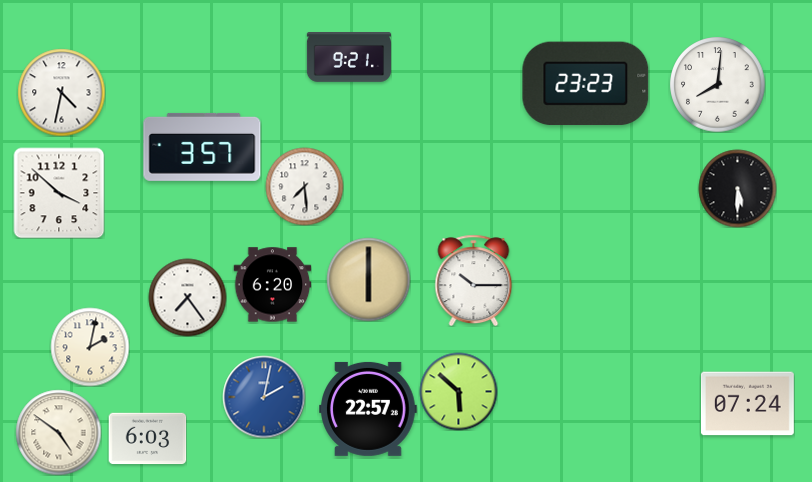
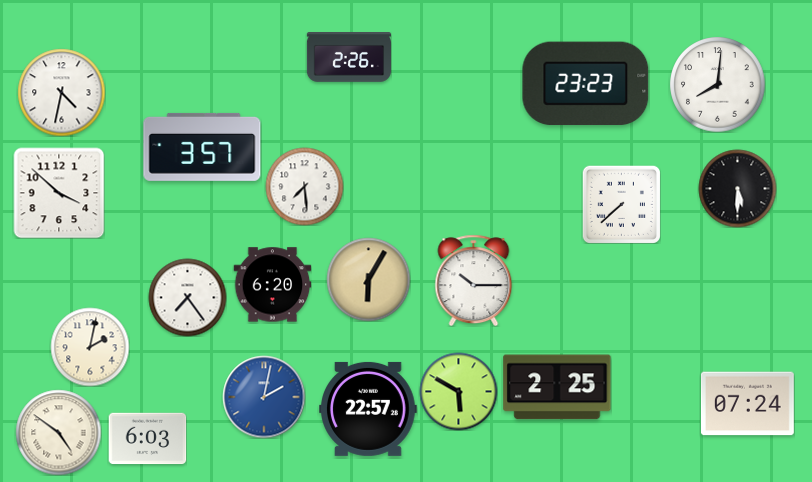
clock at (348, 58): 9:21 -> 2:26
clock at (621, 204): none -> 7:38
clock at (368, 279): 6:00 -> 6:05
clock at (557, 387): none -> 2:25
clock at (458, 391): 5:52 -> 5:50
